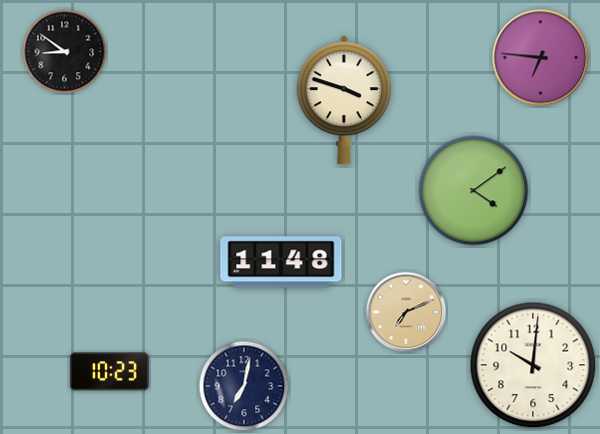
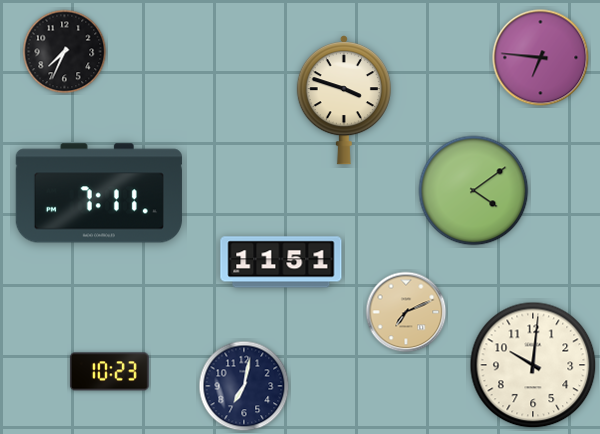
clock at (65, 52): 8:51 -> 7:34
clock at (99, 193): none -> 7:11
clock at (281, 262): 11:48 -> 11:51
